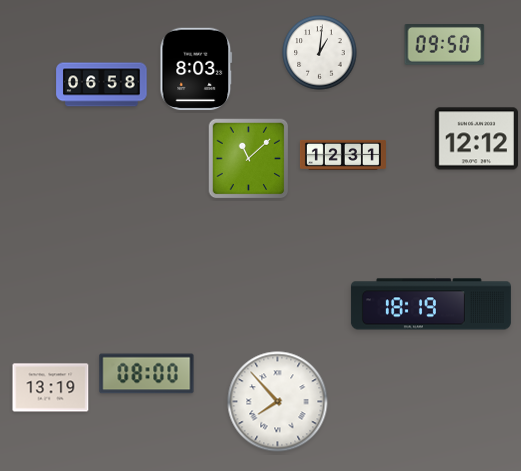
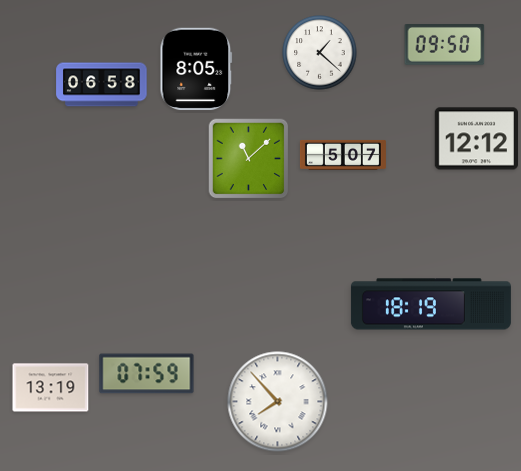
clock at (320, 53): 1:01 -> 1:22
clock at (196, 69): 8:03 -> 8:05
clock at (343, 155): 12:31 -> 5:07
clock at (147, 374): 08:00 -> 07:59
